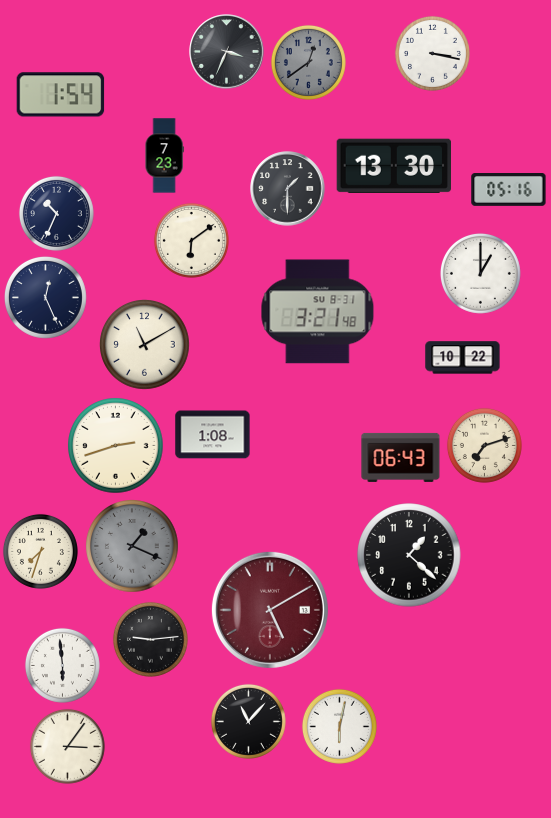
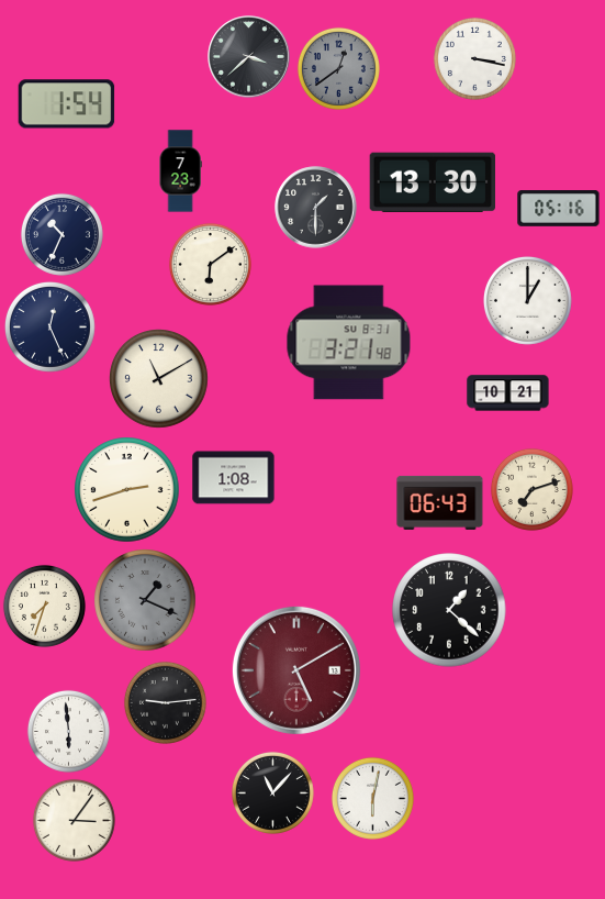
clock at (227, 52): 3:34 -> 3:38
clock at (463, 358): 10:22 -> 10:21
